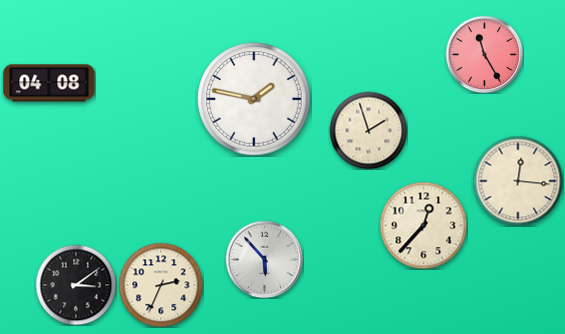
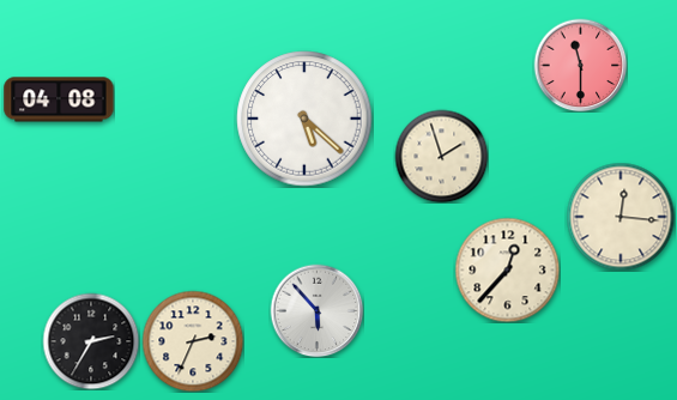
clock at (484, 54): 11:25 -> 11:30
clock at (254, 99): 1:47 -> 5:22
clock at (76, 285): 3:09 -> 2:35
